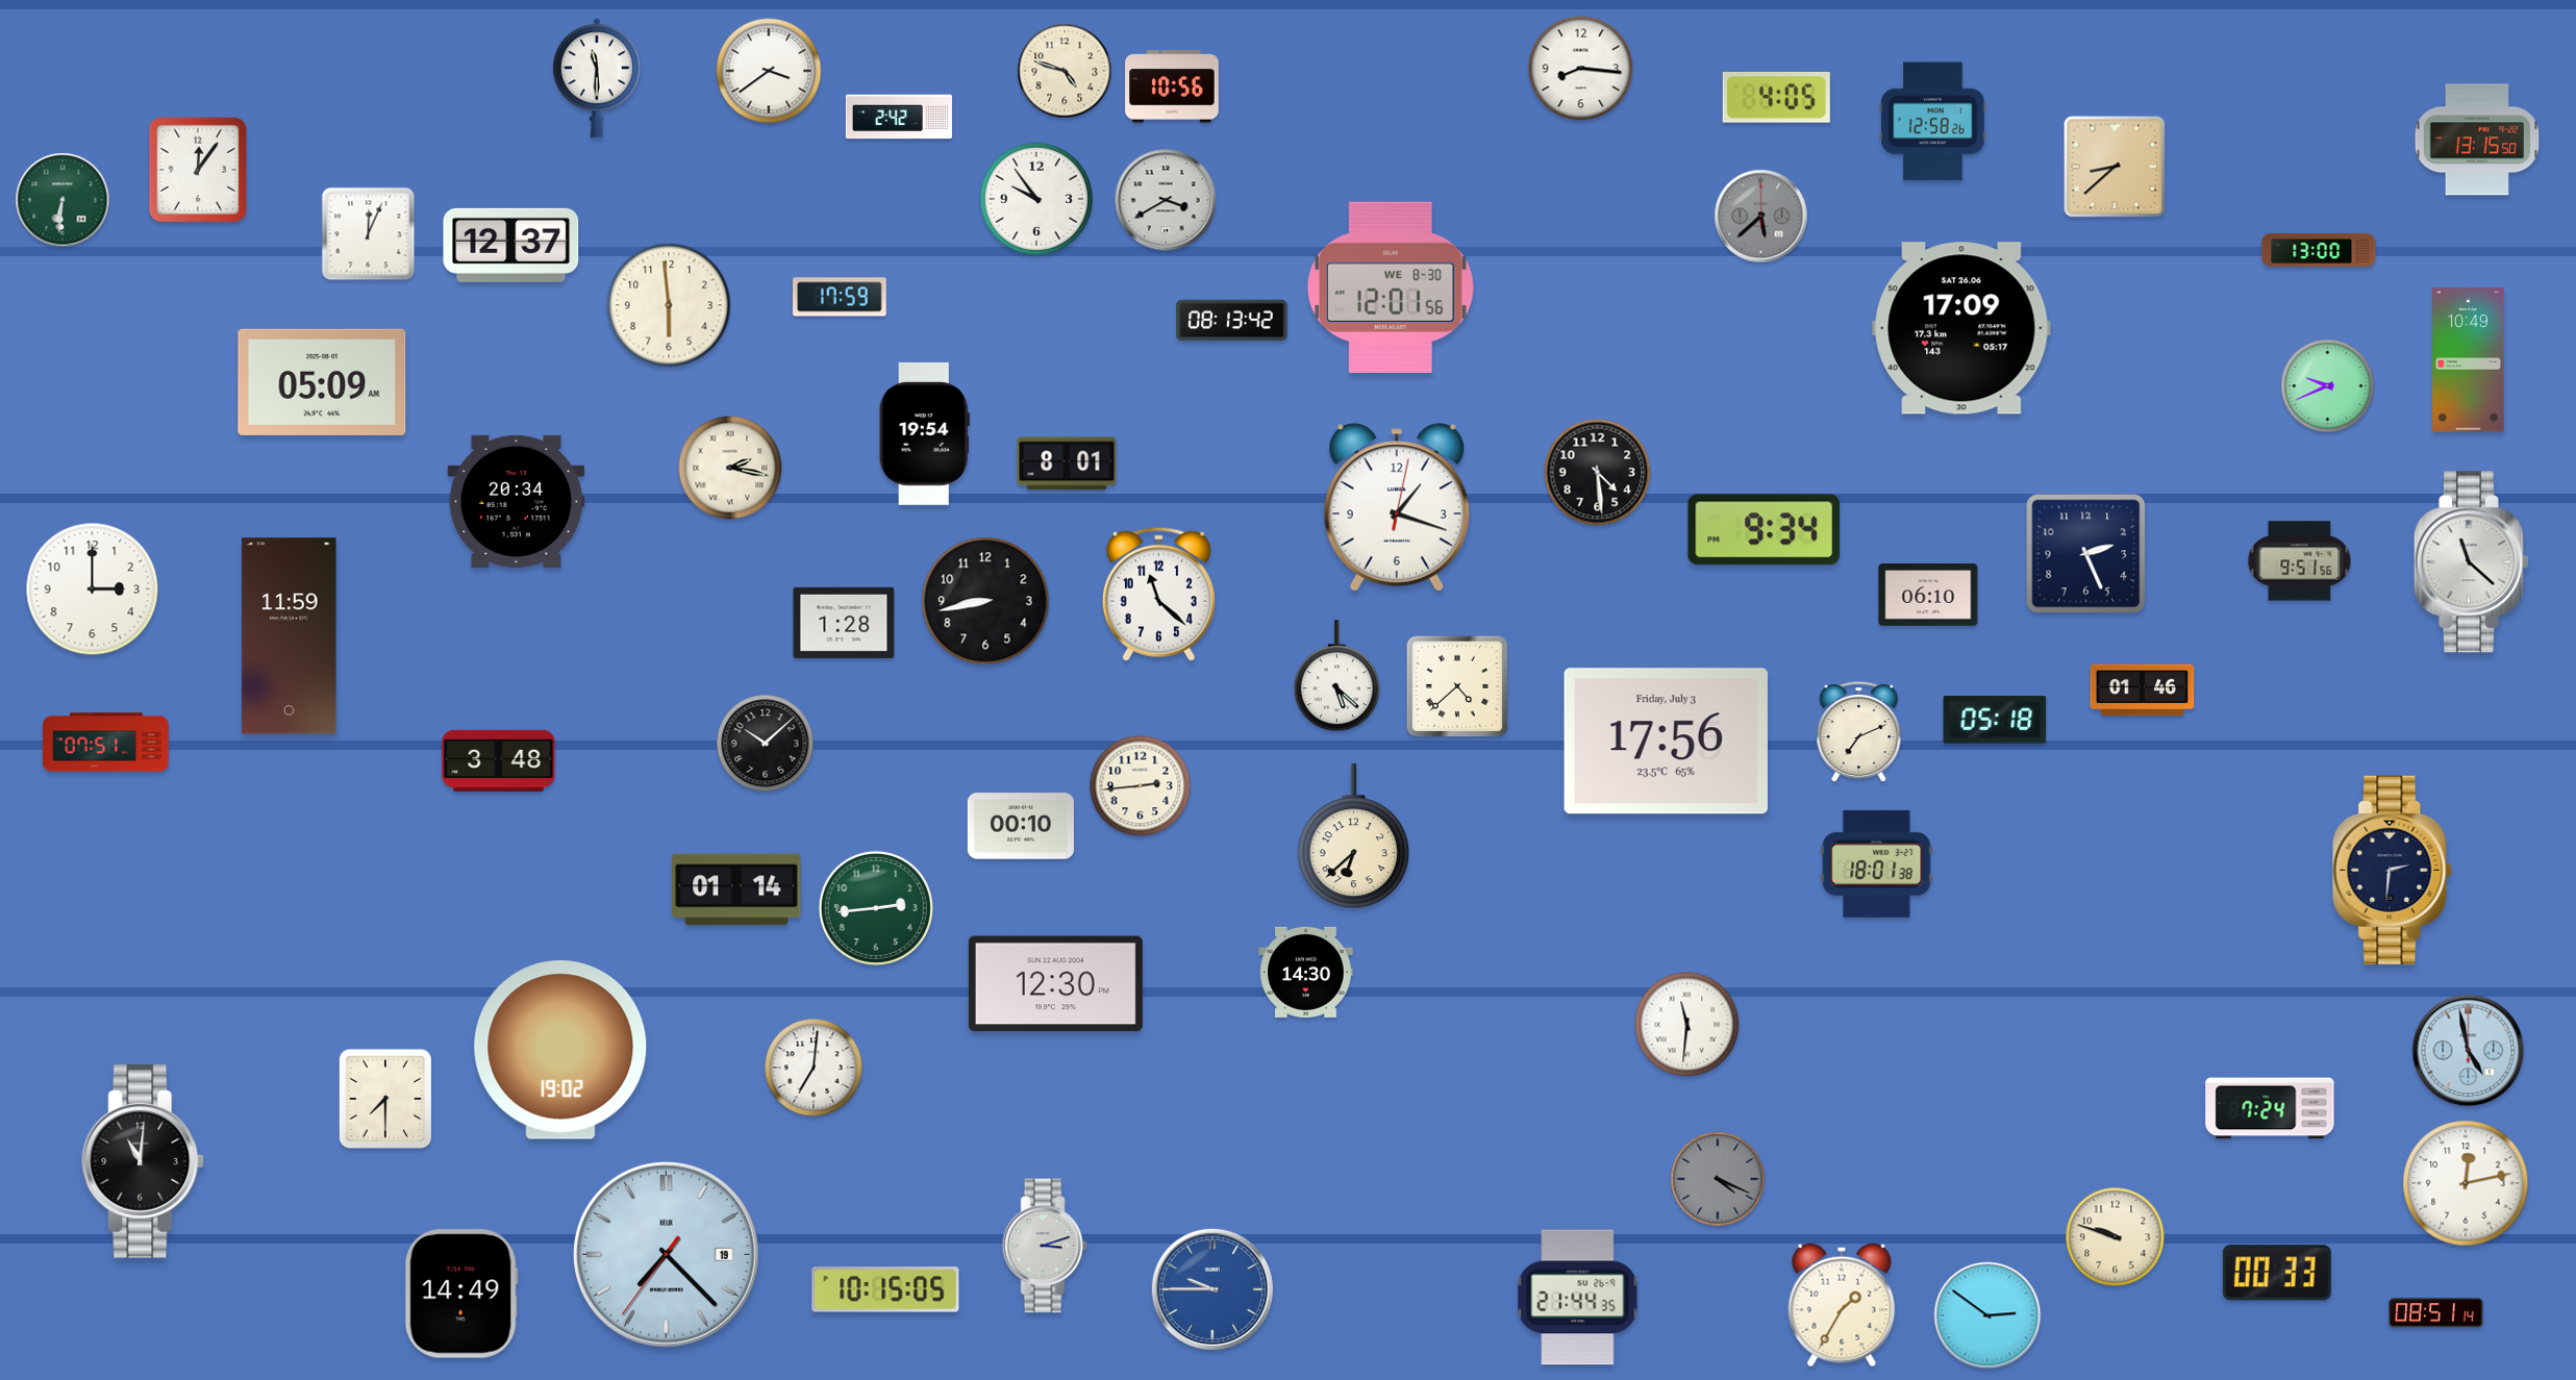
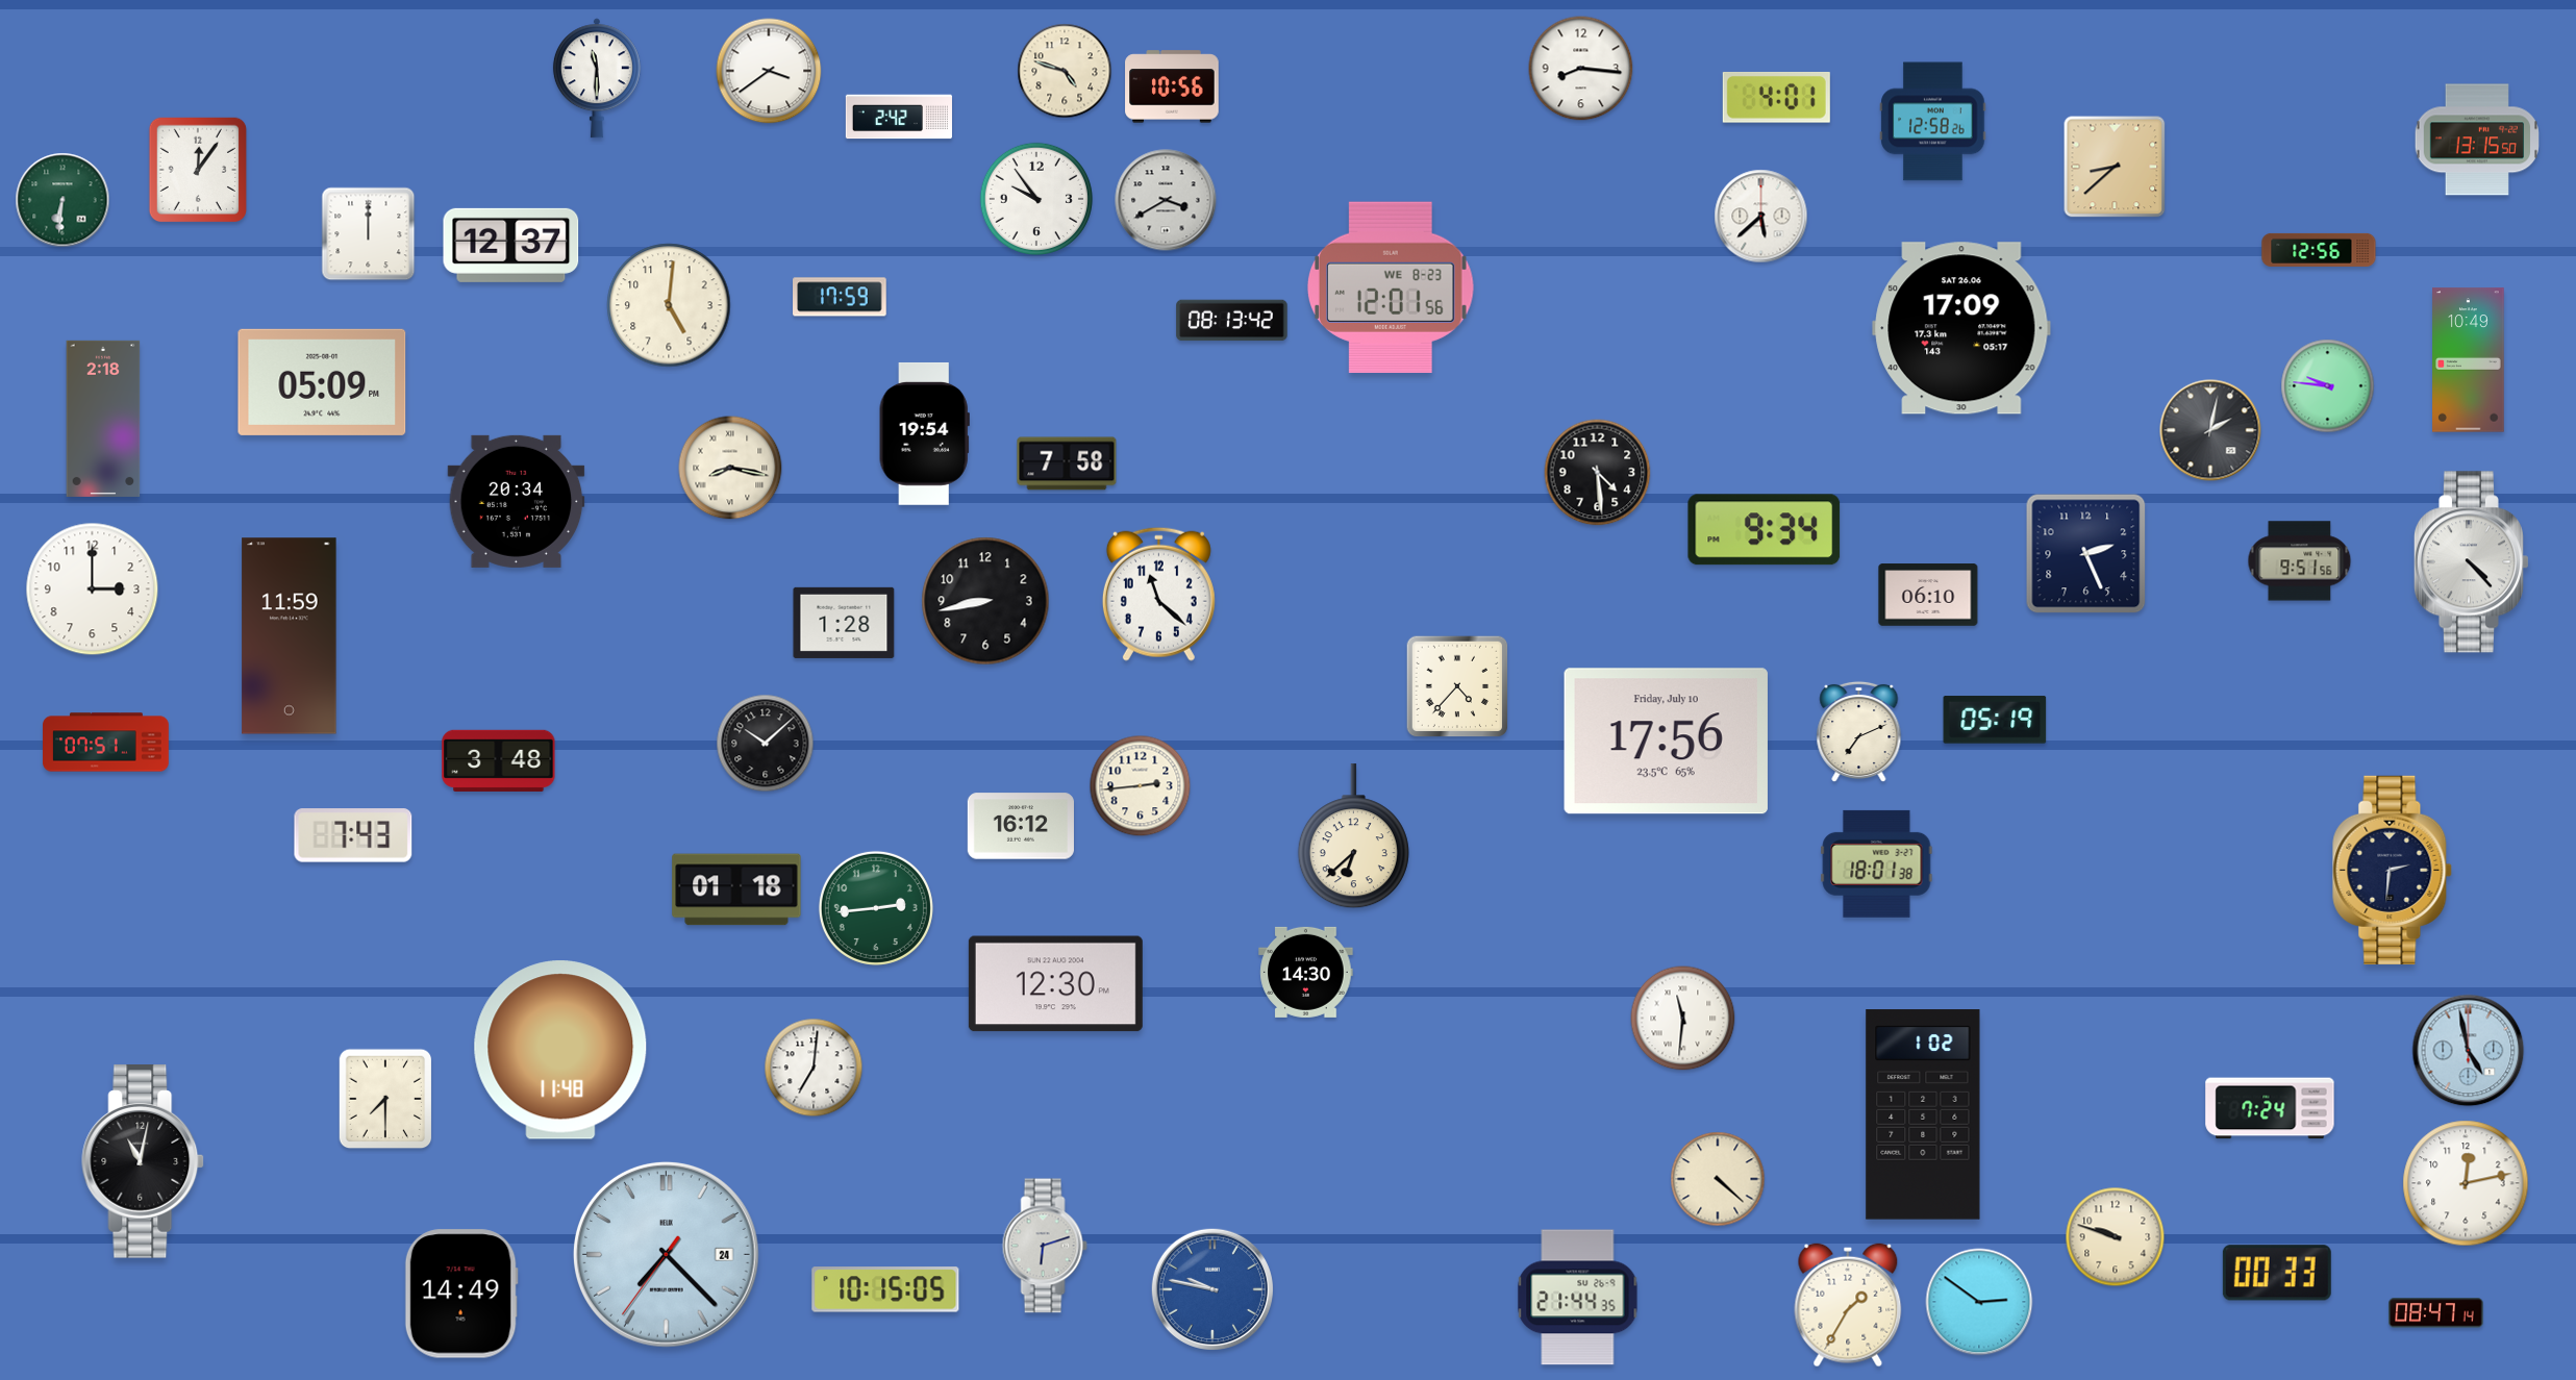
clock at (1776, 97): 4:05 -> 4:01
clock at (1761, 217) dial: grey -> white
clock at (369, 234): 12:04 -> 12:00
clock at (2319, 250): 13:00 -> 12:56
clock at (1391, 287) date: WE 8-30 -> WE 8-23
clock at (669, 305): 5:59 -> 5:01
clock at (322, 382): 05:09 AM -> 05:09 PM
clock at (2328, 386): 9:41 -> 9:46
clock at (103, 419): none -> 2:18
clock at (2210, 430): none -> 2:02
clock at (1067, 463): 8:01 -> 7:58
clock at (730, 468): 2:17 -> 8:17
clock at (1397, 507): 1:18 -> none
clock at (2471, 562): 11:22 -> 4:23
clock at (1336, 676): 5:22 -> none
clock at (1457, 686): 4:38 -> 4:37
clock at (2143, 691): 01:46 -> none
clock at (1995, 720): 05:18 -> 05:19
clock at (1666, 742) date: Friday, July 3 -> Friday, July 10
clock at (1021, 826): 00:10 -> 16:12
clock at (353, 835): none -> 7:43
clock at (736, 889): 01:14 -> 01:18
clock at (1687, 1025) position: (1687, 1025) -> (1683, 1019)
clock at (560, 1050): 19:02 -> 11:48
clock at (1923, 1114): none -> 1:02
clock at (144, 1162): 11:01 -> 11:02
clock at (1718, 1179): 4:19 -> 4:22
clock at (1718, 1179) dial: grey -> cream
clock at (1045, 1246): 3:12 -> 6:12
clock at (666, 1254) date: 19 -> 24
clock at (1212, 1289): 9:45 -> 9:47
clock at (1842, 1305) position: (1842, 1305) -> (1848, 1305)
clock at (2436, 1313): 08:51 -> 08:47
clock at (1987, 1315) position: (1987, 1315) -> (1979, 1302)
